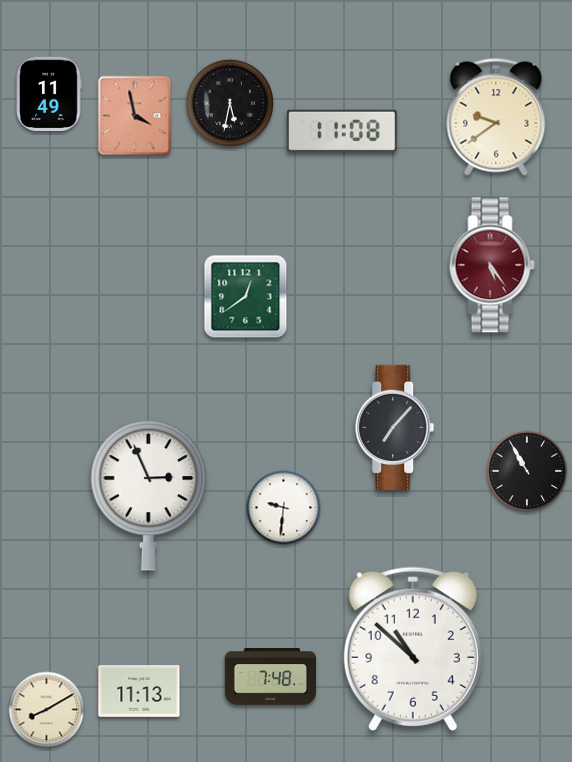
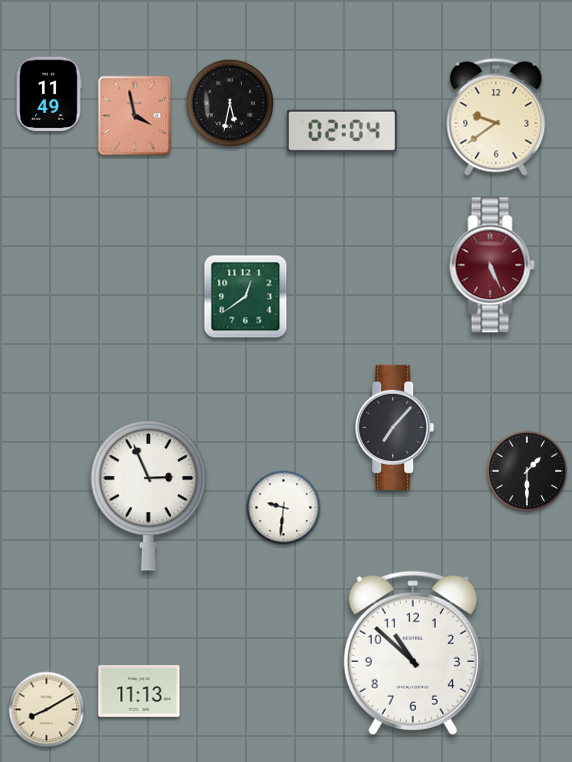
clock at (342, 131): 11:08 -> 02:04
clock at (492, 265): 5:24 -> 5:26
clock at (527, 471): 10:55 -> 1:30
clock at (413, 649) position: (413, 649) -> (413, 653)
clock at (270, 677): 7:48 -> none
